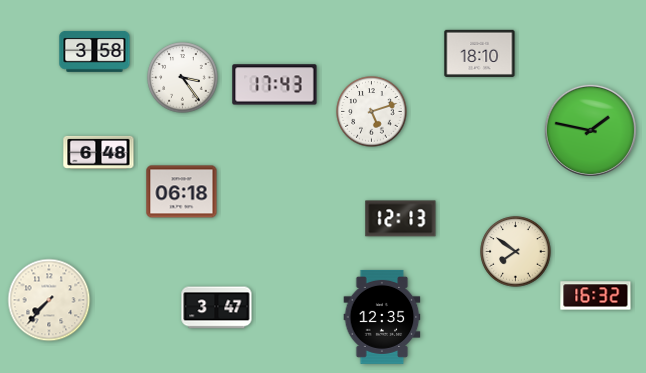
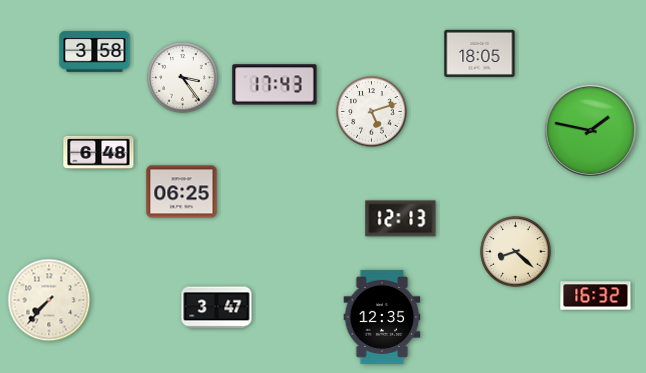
clock at (480, 53): 18:10 -> 18:05
clock at (182, 192): 06:18 -> 06:25
clock at (516, 252): 7:51 -> 8:22
